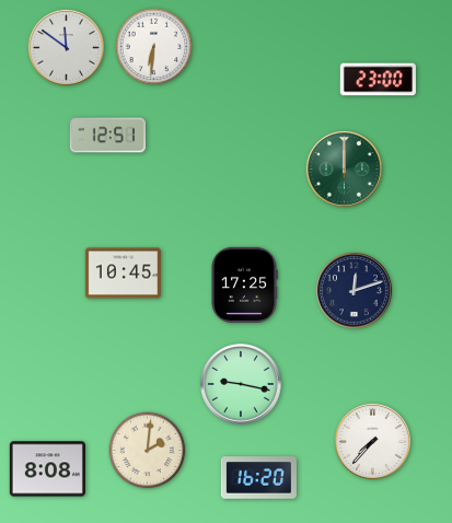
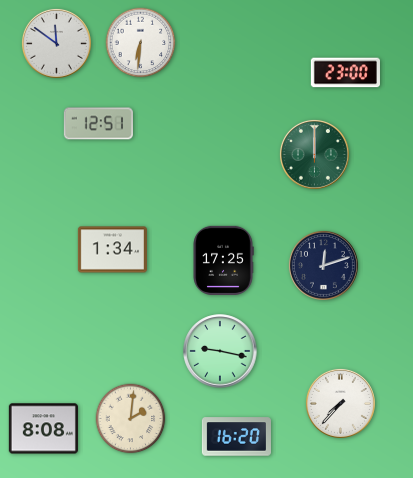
clock at (66, 47) position: (66, 47) -> (56, 43)
clock at (123, 274): 10:45 -> 1:34
clock at (148, 451) position: (148, 451) -> (131, 419)
